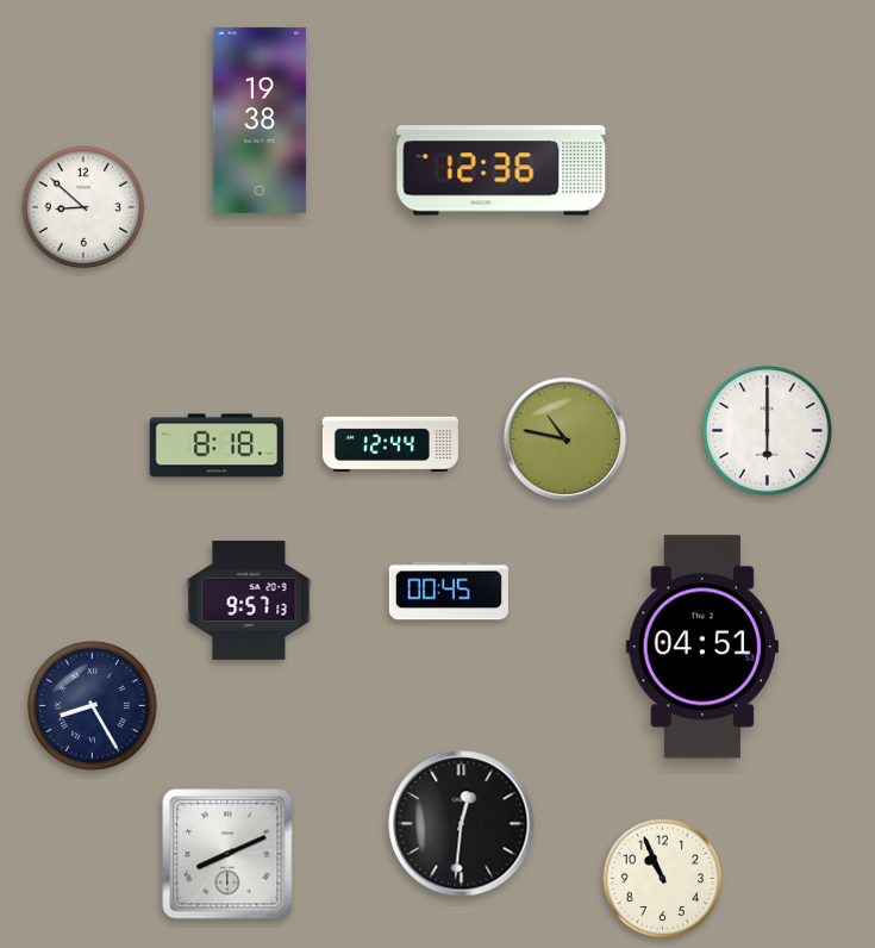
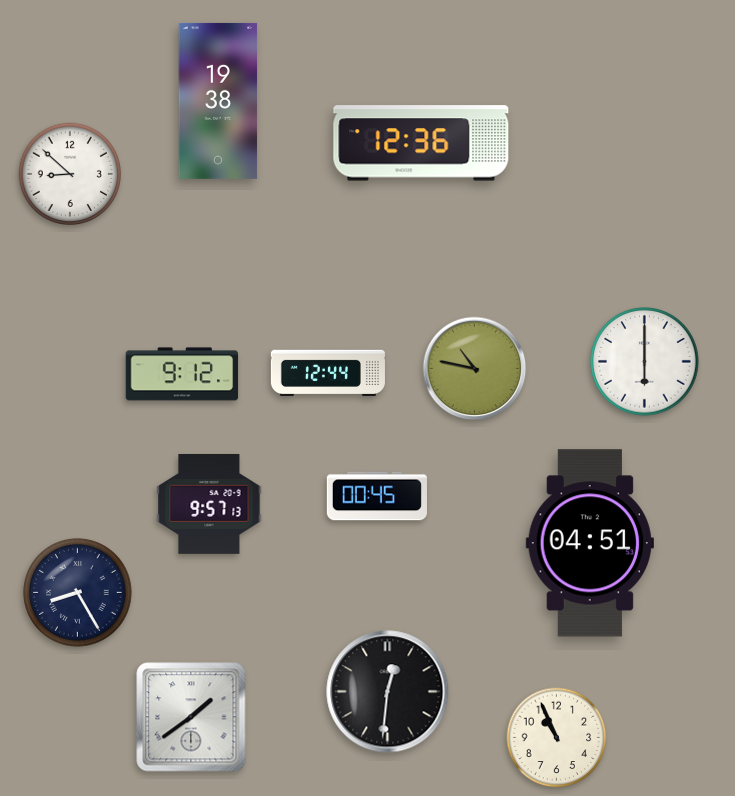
clock at (217, 445): 8:18 -> 9:12
clock at (227, 854): 8:11 -> 1:39
